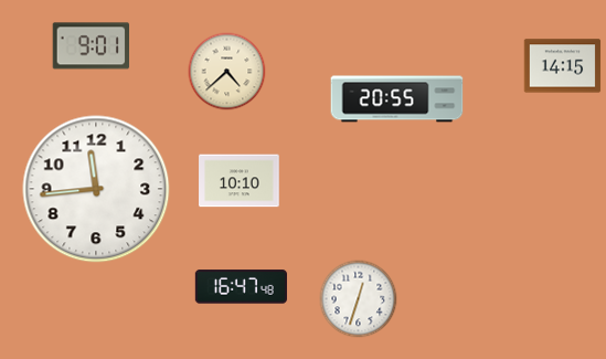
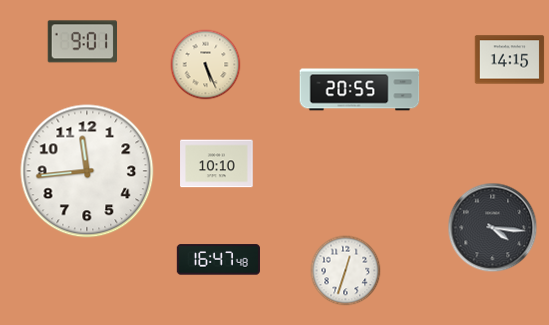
clock at (227, 72): 4:38 -> 5:26
clock at (493, 228): none -> 4:16
clock at (359, 299) position: (359, 299) -> (346, 271)
